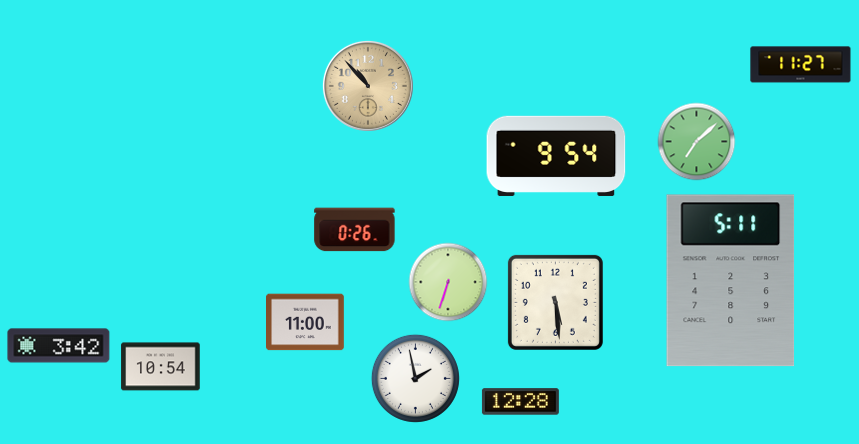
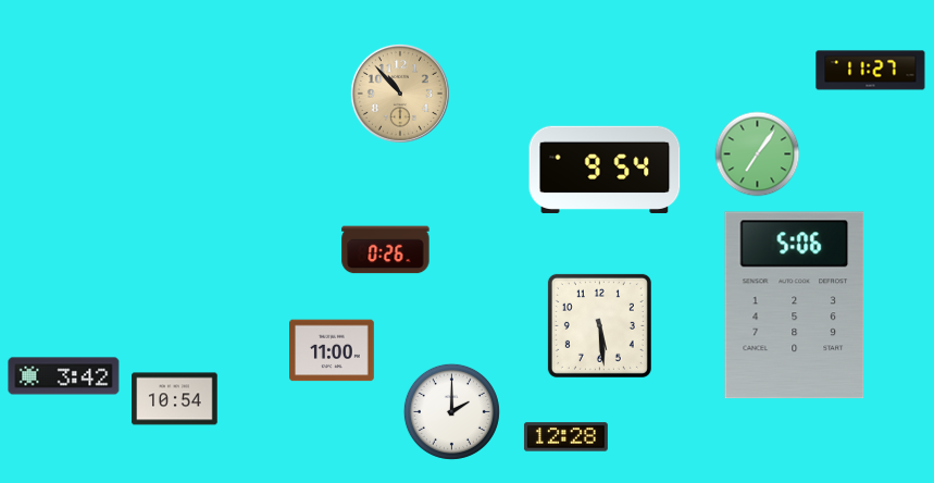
clock at (697, 142): 7:08 -> 7:06
clock at (731, 281): 5:11 -> 5:06
clock at (448, 282): 6:33 -> none
clock at (555, 302) position: (555, 302) -> (599, 325)
clock at (415, 378): 1:58 -> 2:00
